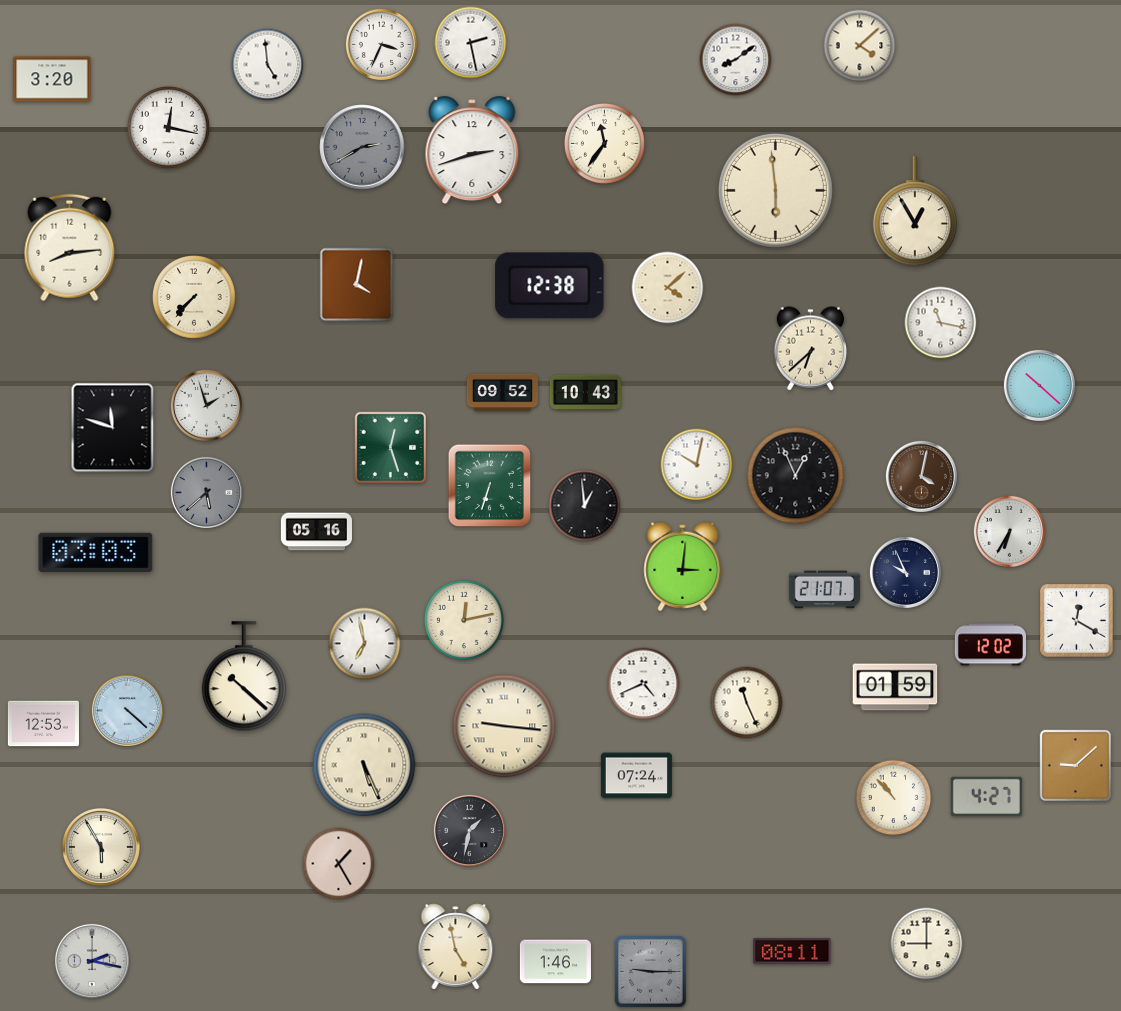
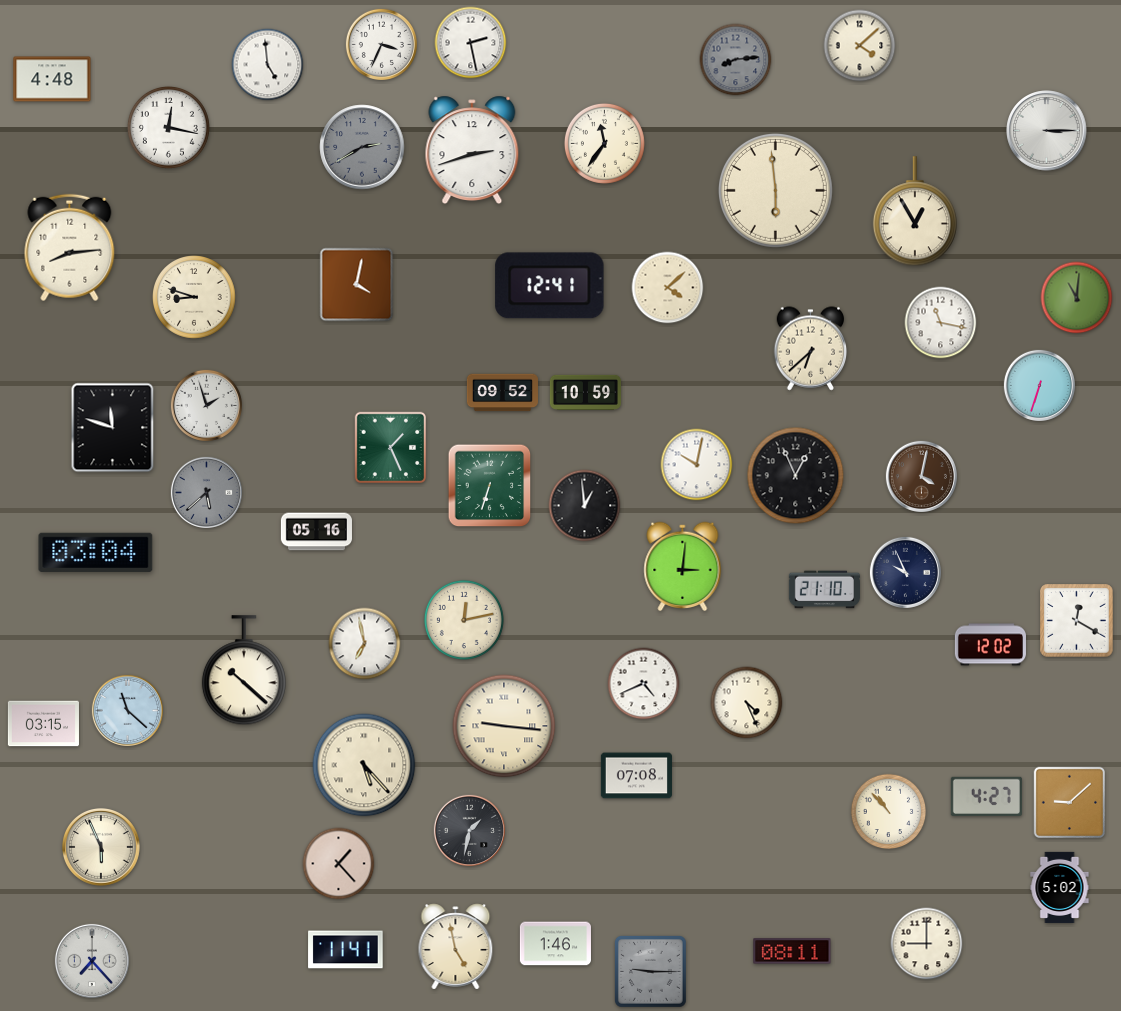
clock at (736, 60): 8:09 -> 8:14
clock at (736, 60) dial: white -> grey
clock at (52, 79): 3:20 -> 4:48
clock at (1047, 131): none -> 3:15
clock at (550, 286): 12:38 -> 12:41
clock at (195, 298): 7:37 -> 8:48
clock at (1077, 298): none -> 11:01
clock at (1039, 385): 10:22 -> 6:33
clock at (585, 392): 10:43 -> 10:59
clock at (391, 448): 12:27 -> 1:26
clock at (1009, 531): 6:35 -> none
clock at (96, 552): 03:03 -> 03:04
clock at (824, 590): 21:07 -> 21:10
clock at (244, 677) position: (244, 677) -> (244, 671)
clock at (895, 687): 01:59 -> none
clock at (747, 703): 11:26 -> 4:26
clock at (127, 710): 4:22 -> 11:22
clock at (43, 724): 12:53 -> 03:15
clock at (364, 765): 5:26 -> 5:23
clock at (1076, 766) position: (1076, 766) -> (1070, 803)
clock at (636, 776): 07:24 -> 07:08
clock at (894, 798) position: (894, 798) -> (889, 812)
clock at (101, 847): 5:55 -> 5:56
clock at (339, 864): 1:25 -> 1:23
clock at (1060, 887): none -> 5:02
clock at (346, 950): none -> 11:41
clock at (92, 961): 2:17 -> 7:23
clock at (555, 962) position: (555, 962) -> (555, 944)
